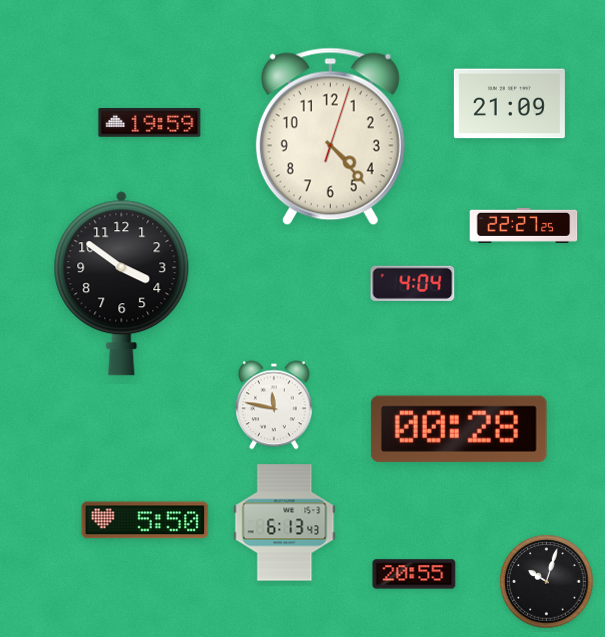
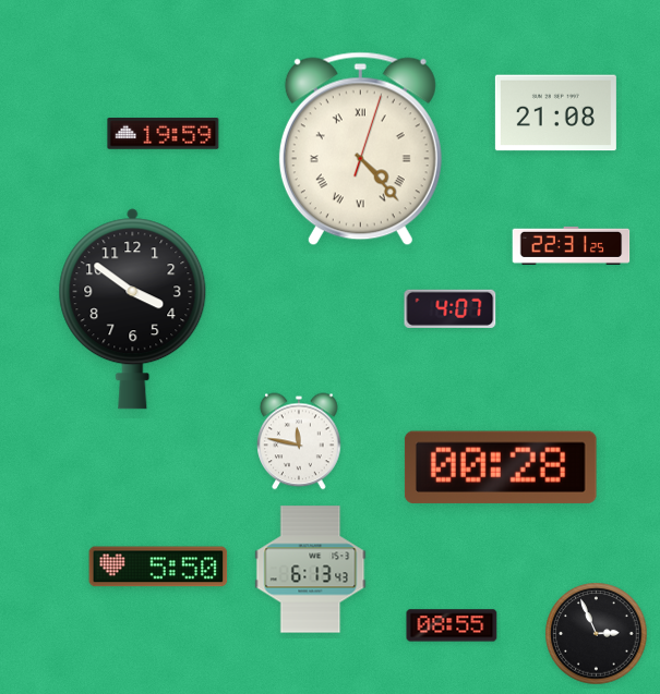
clock at (509, 104): 21:09 -> 21:08
clock at (330, 137) numerals: Arabic -> Roman
clock at (524, 225): 22:27 -> 22:31
clock at (413, 283): 4:04 -> 4:07
clock at (414, 574): 20:55 -> 08:55
clock at (547, 582): 10:03 -> 2:56
